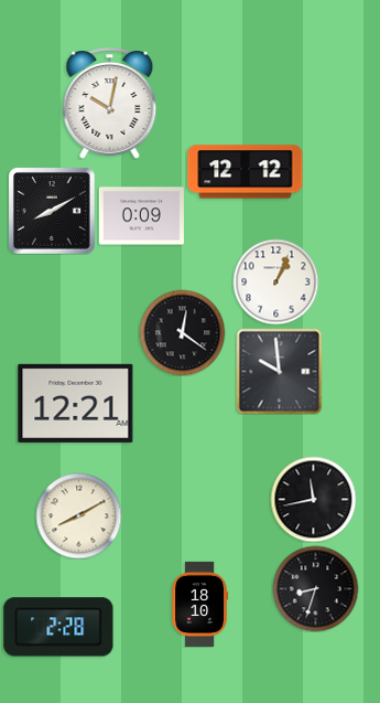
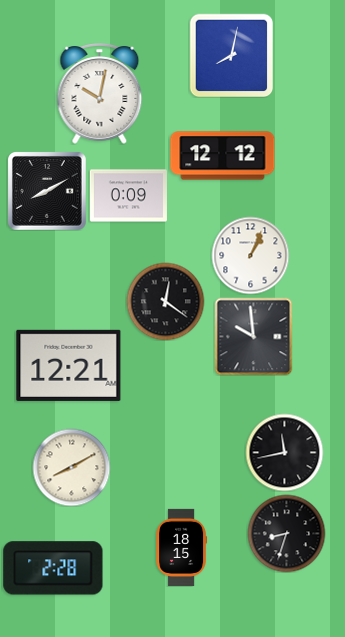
clock at (231, 55): none -> 8:02
clock at (200, 604): 18:10 -> 18:15
